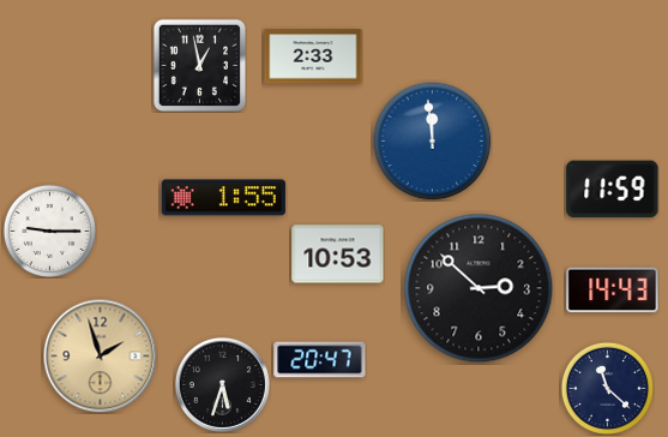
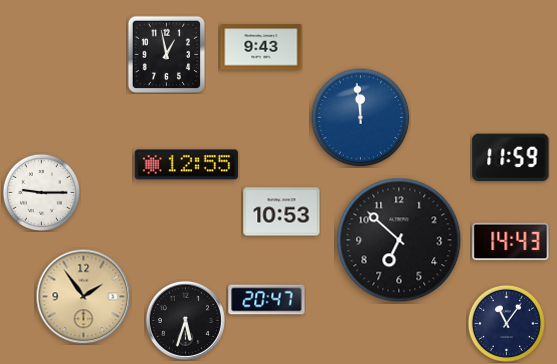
clock at (313, 56): 2:33 -> 9:43
clock at (223, 198): 1:55 -> 12:55
clock at (479, 288): 2:52 -> 6:52
clock at (100, 355): 1:57 -> 1:54
clock at (607, 388): 11:22 -> 11:06
